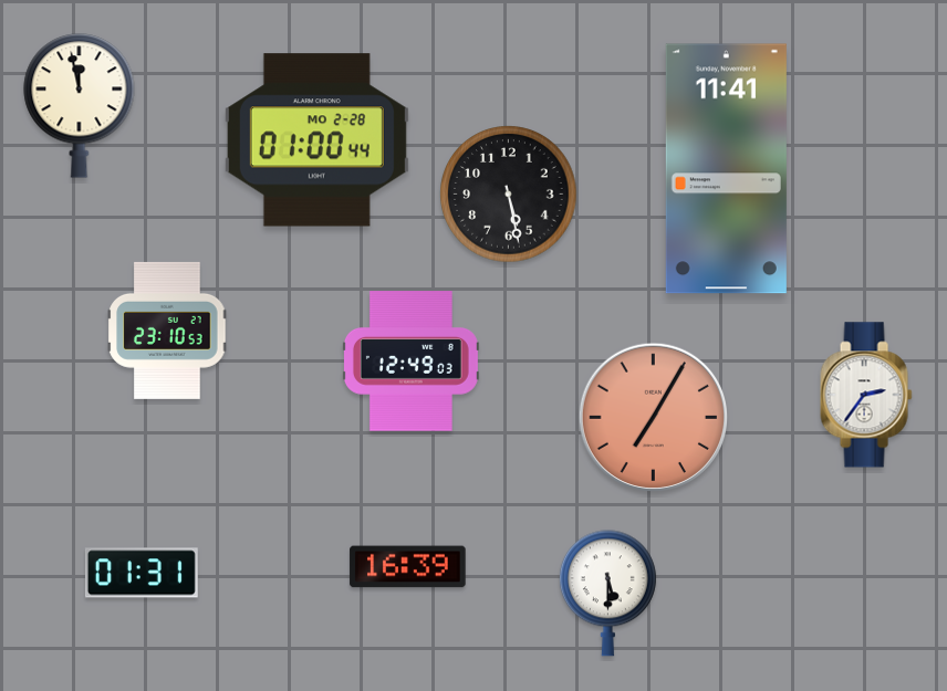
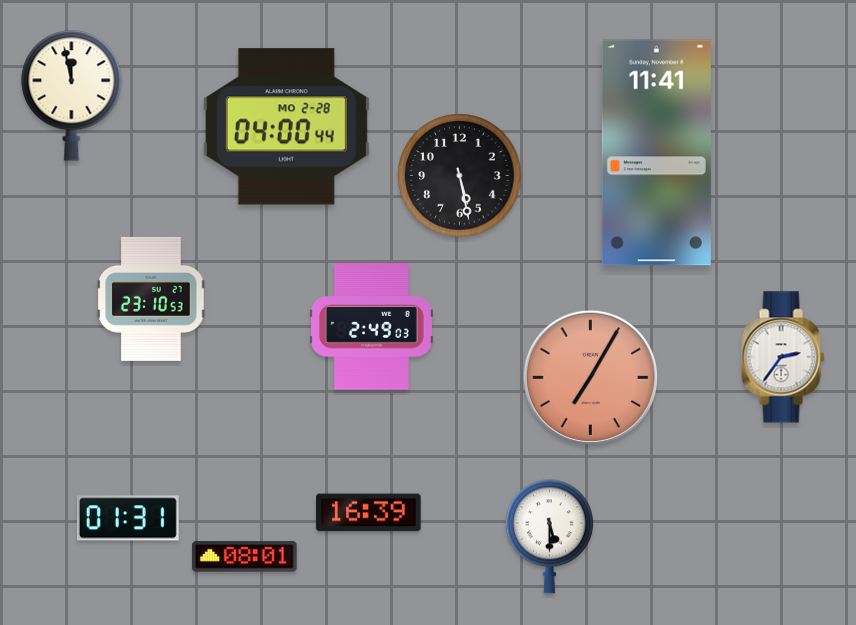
clock at (316, 140): 01:00 -> 04:00
clock at (410, 362): 12:49 -> 2:49
clock at (245, 557): none -> 08:01
